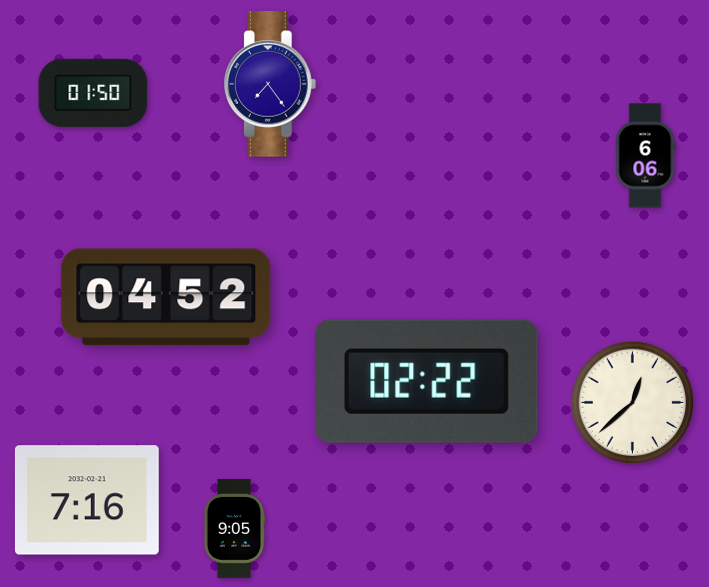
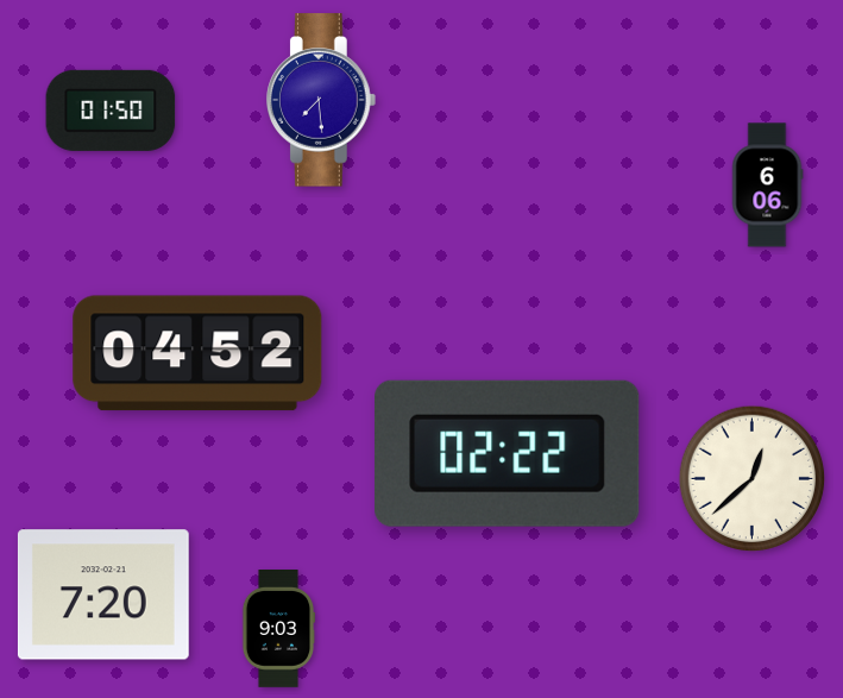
clock at (271, 84): 7:24 -> 7:29
clock at (87, 500): 7:16 -> 7:20
clock at (234, 529): 9:05 -> 9:03
